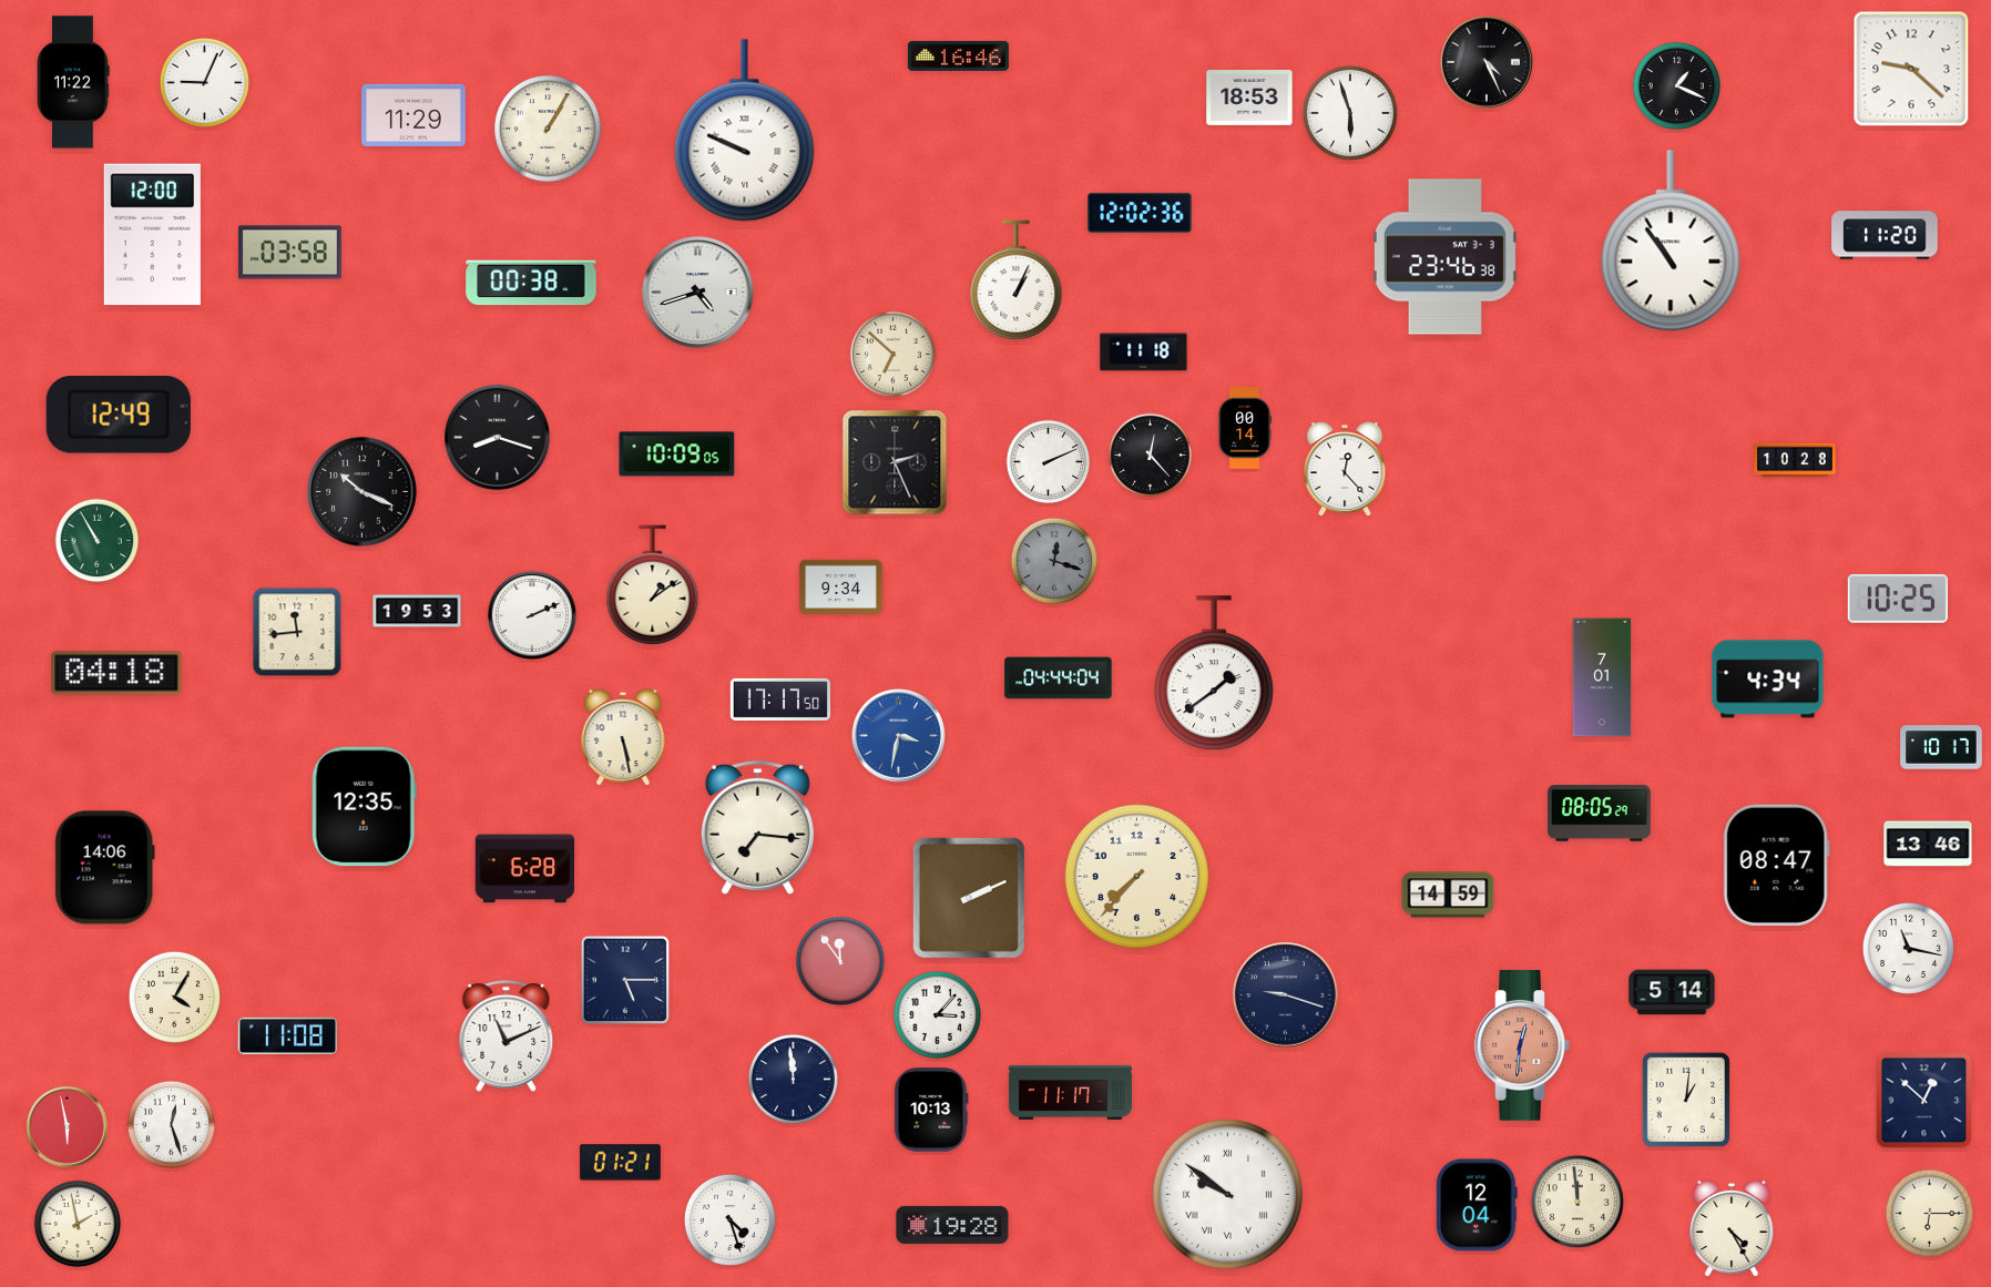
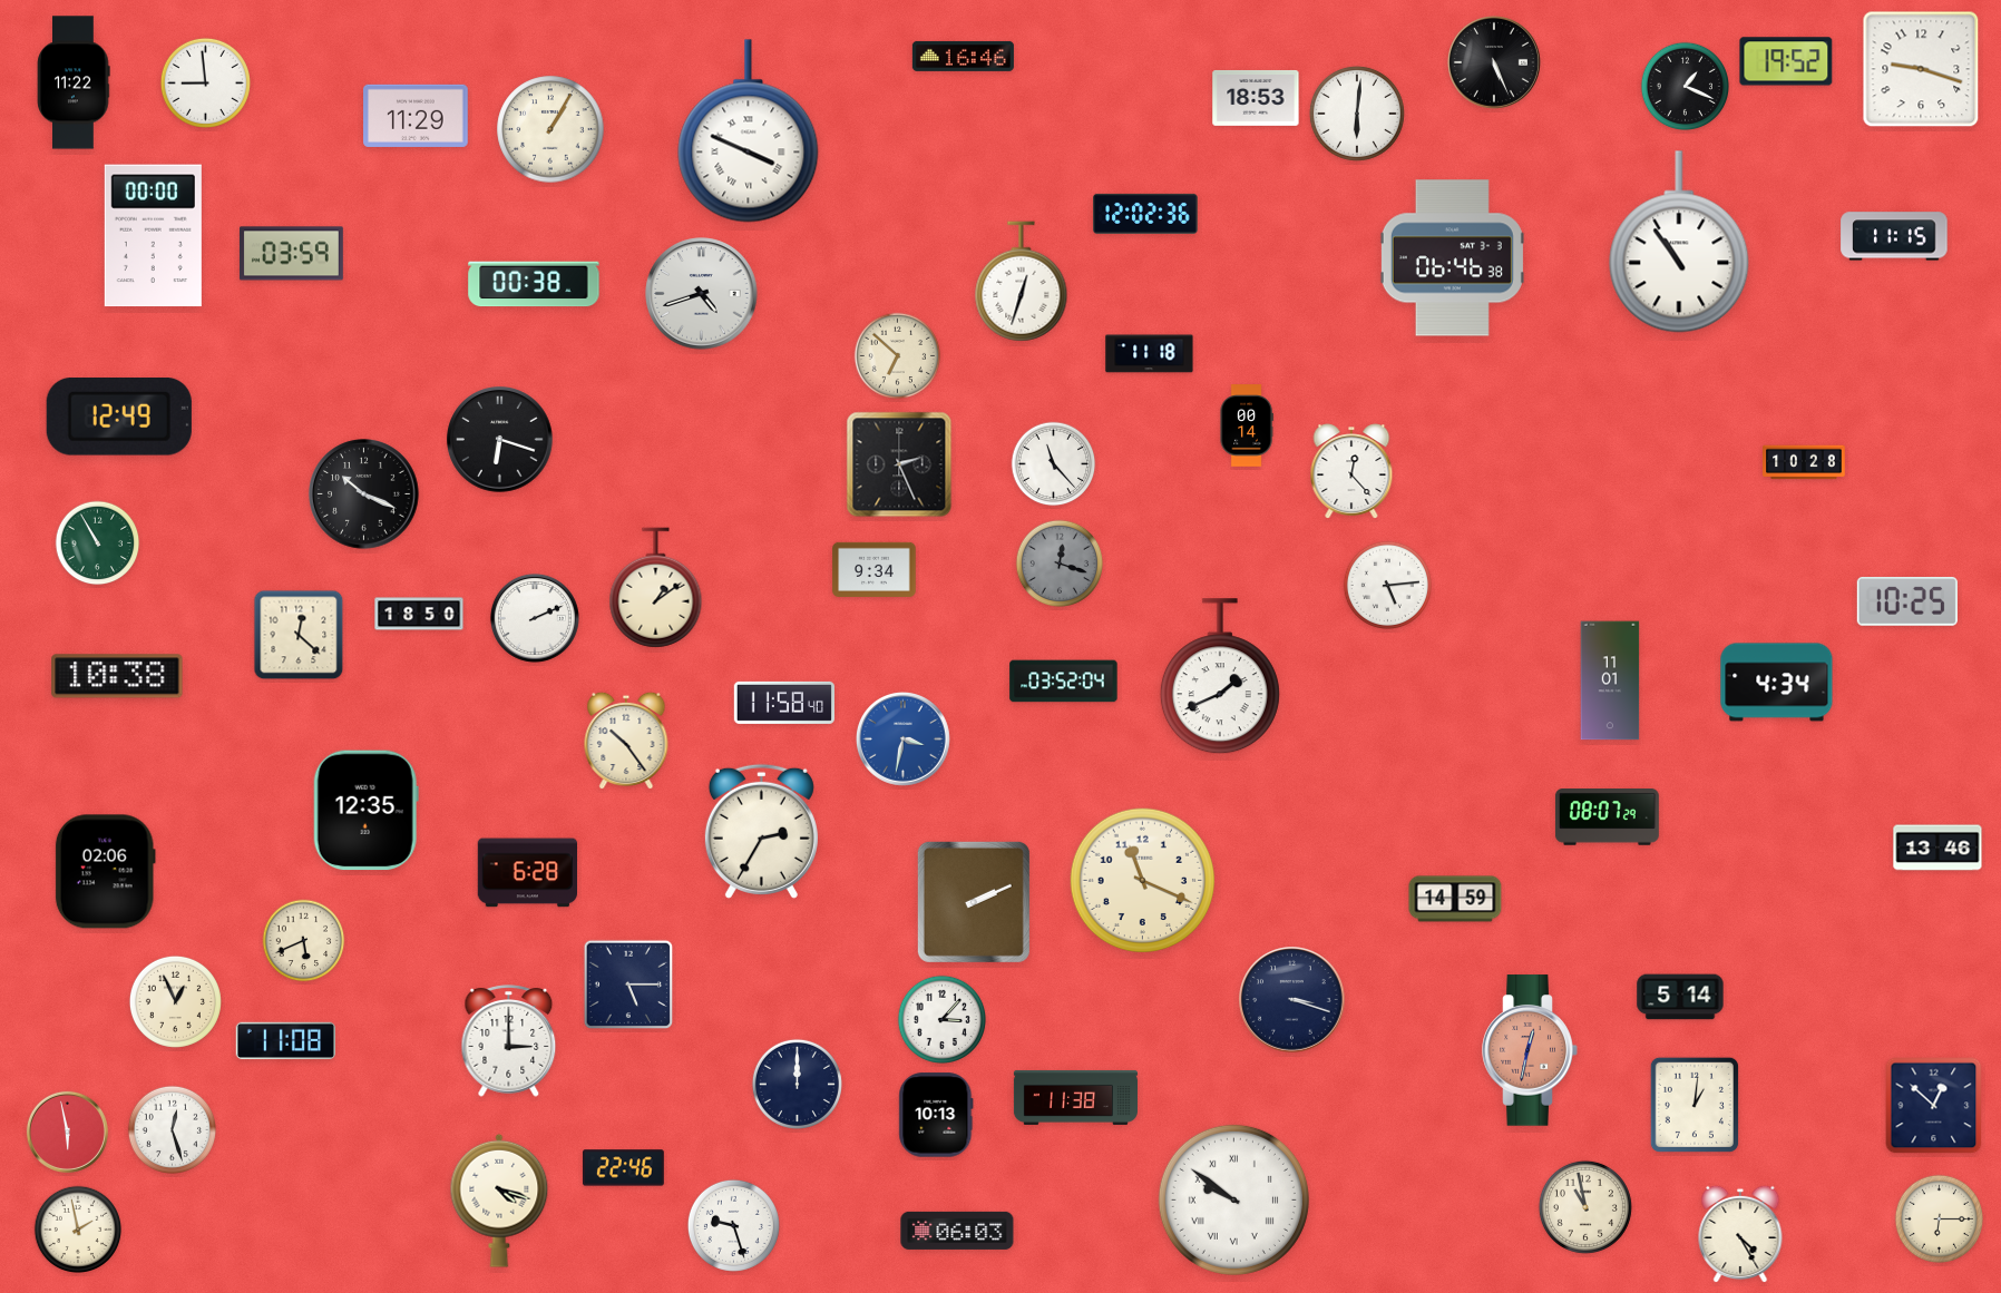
clock at (1786, 61): none -> 19:52
clock at (1487, 62): 4:26 -> 5:26
clock at (1911, 69): 9:22 -> 9:18
clock at (204, 82): 9:04 -> 8:59
clock at (1350, 113): 5:57 -> 6:01
clock at (745, 131): 9:49 -> 3:49
clock at (152, 235): 12:00 -> 00:00
clock at (1885, 235): 11:20 -> 11:15
clock at (289, 253): 03:58 -> 03:59
clock at (1444, 257): 23:46 -> 06:46
clock at (1017, 280): 1:04 -> 12:33
clock at (1245, 428) position: (1245, 428) -> (1247, 425)
clock at (498, 438): 8:18 -> 6:18
clock at (677, 454): 10:09 -> none
clock at (1151, 456): 12:23 -> none
clock at (1049, 462): 2:11 -> 11:23
clock at (1387, 585): none -> 5:14
clock at (841, 586) position: (841, 586) -> (875, 569)
clock at (417, 611): 19:53 -> 18:50
clock at (297, 632): 11:44 -> 12:22
clock at (116, 673): 04:18 -> 10:38
clock at (1214, 674): 1:39 -> 1:41
clock at (1602, 677): 7:01 -> 11:01
clock at (1059, 678): 04:44 -> 03:52
clock at (780, 699): 17:17 -> 11:58
clock at (623, 737): 5:28 -> 10:24
clock at (1941, 747): 10:17 -> none
clock at (1599, 814): 08:05 -> 08:07
clock at (757, 827): 7:16 -> 2:35
clock at (1776, 865): 08:47 -> none
clock at (104, 868): 14:06 -> 02:06
clock at (1137, 877): 7:37 -> 11:19
clock at (304, 941): none -> 5:41
clock at (1908, 948): 11:17 -> none
clock at (840, 961): 11:54 -> none
clock at (1286, 995): 9:18 -> 3:18
clock at (174, 997): 4:05 -> 12:56
clock at (288, 1036) position: (288, 1036) -> (286, 1041)
clock at (507, 1036): 11:11 -> 3:00
clock at (1522, 1045): 12:31 -> 12:32
clock at (793, 1079): 11:59 -> 12:00
clock at (1070, 1092): 11:17 -> 11:38
clock at (620, 1163): 01:21 -> 22:46
clock at (499, 1201): none -> 4:18
clock at (1578, 1202): 11:59 -> 10:58
clock at (1477, 1205): 12:04 -> none
clock at (729, 1219): 4:27 -> 9:27
clock at (952, 1225): 19:28 -> 06:03
